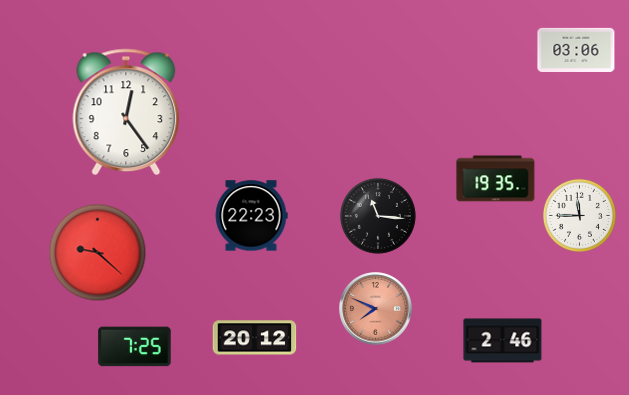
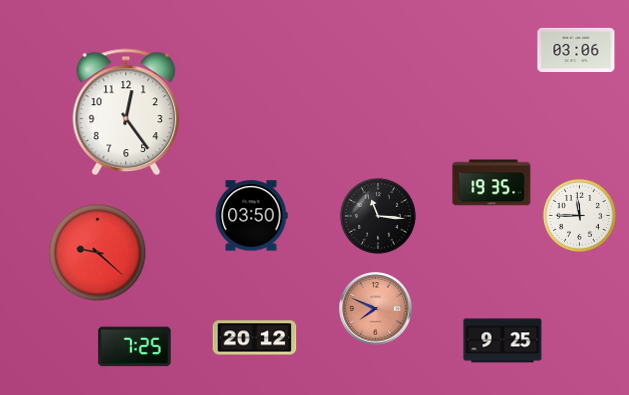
clock at (496, 179) position: (496, 179) -> (492, 183)
clock at (251, 216): 22:23 -> 03:50
clock at (503, 341): 2:46 -> 9:25
